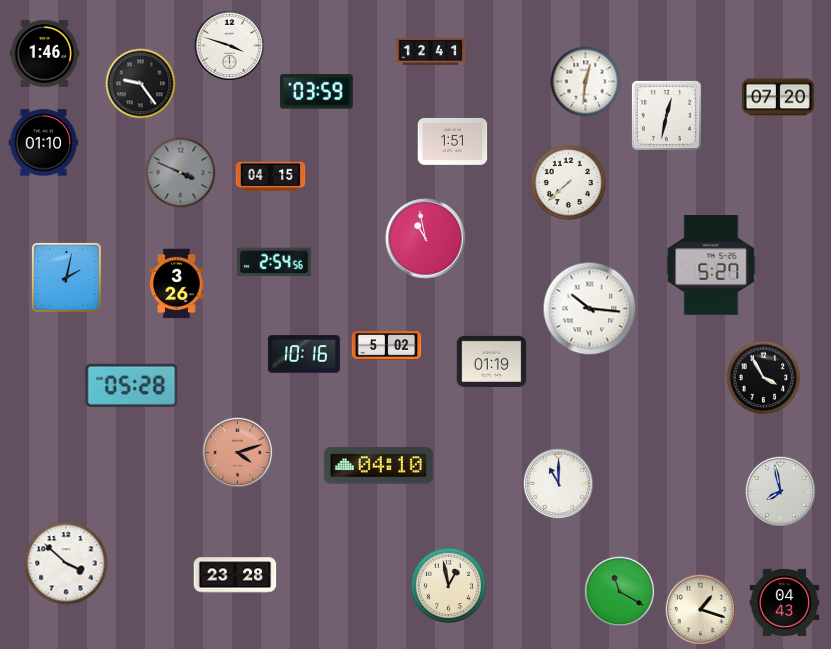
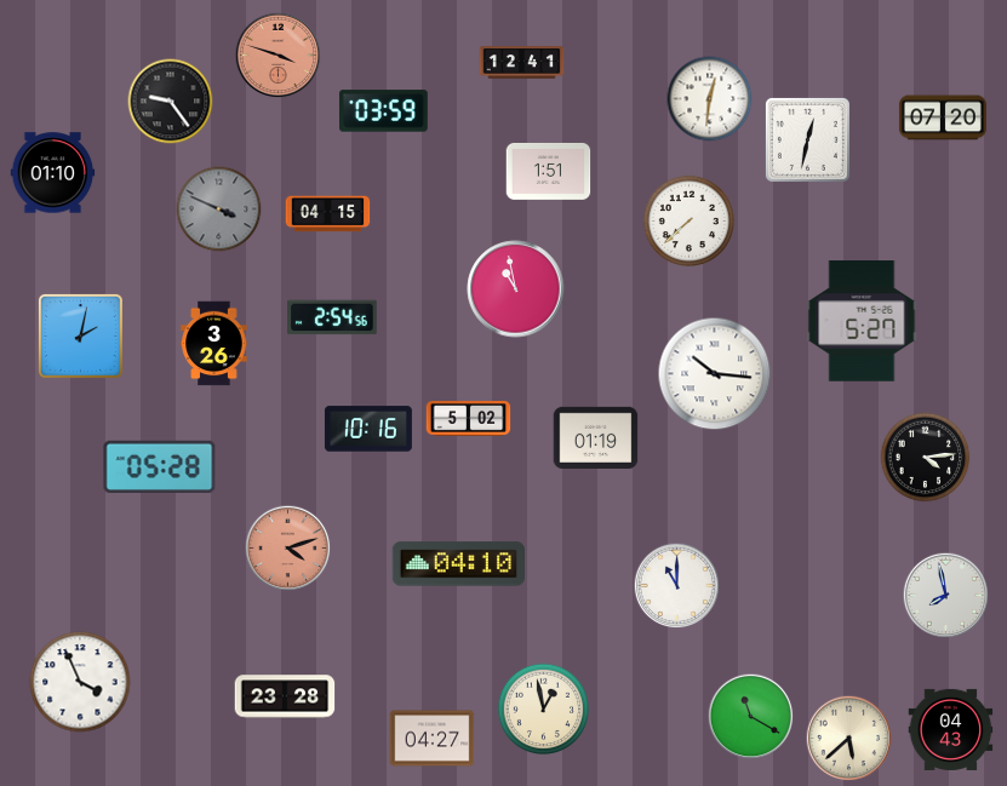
clock at (230, 46) dial: white -> salmon
clock at (45, 53): 1:46 -> none
clock at (764, 378): 3:55 -> 4:14
clock at (66, 563): 3:52 -> 3:56
clock at (433, 739): none -> 04:27
clock at (701, 610): 1:18 -> 5:38
